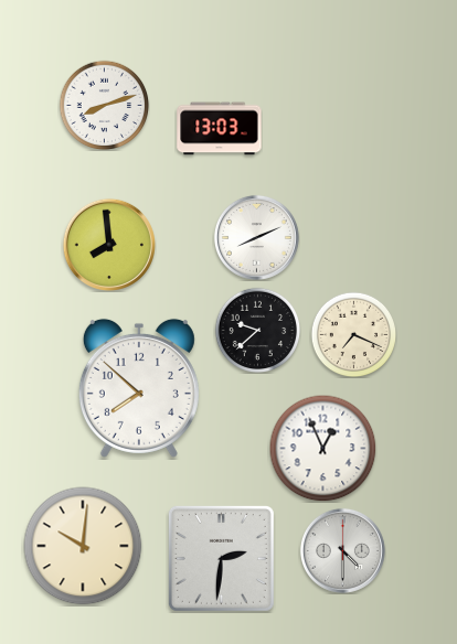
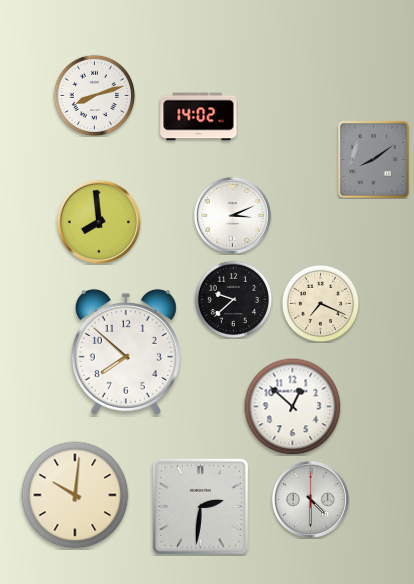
clock at (220, 129): 13:03 -> 14:02
clock at (373, 159): none -> 8:09
clock at (256, 237): 8:11 -> 3:11
clock at (322, 448): 12:56 -> 12:52
